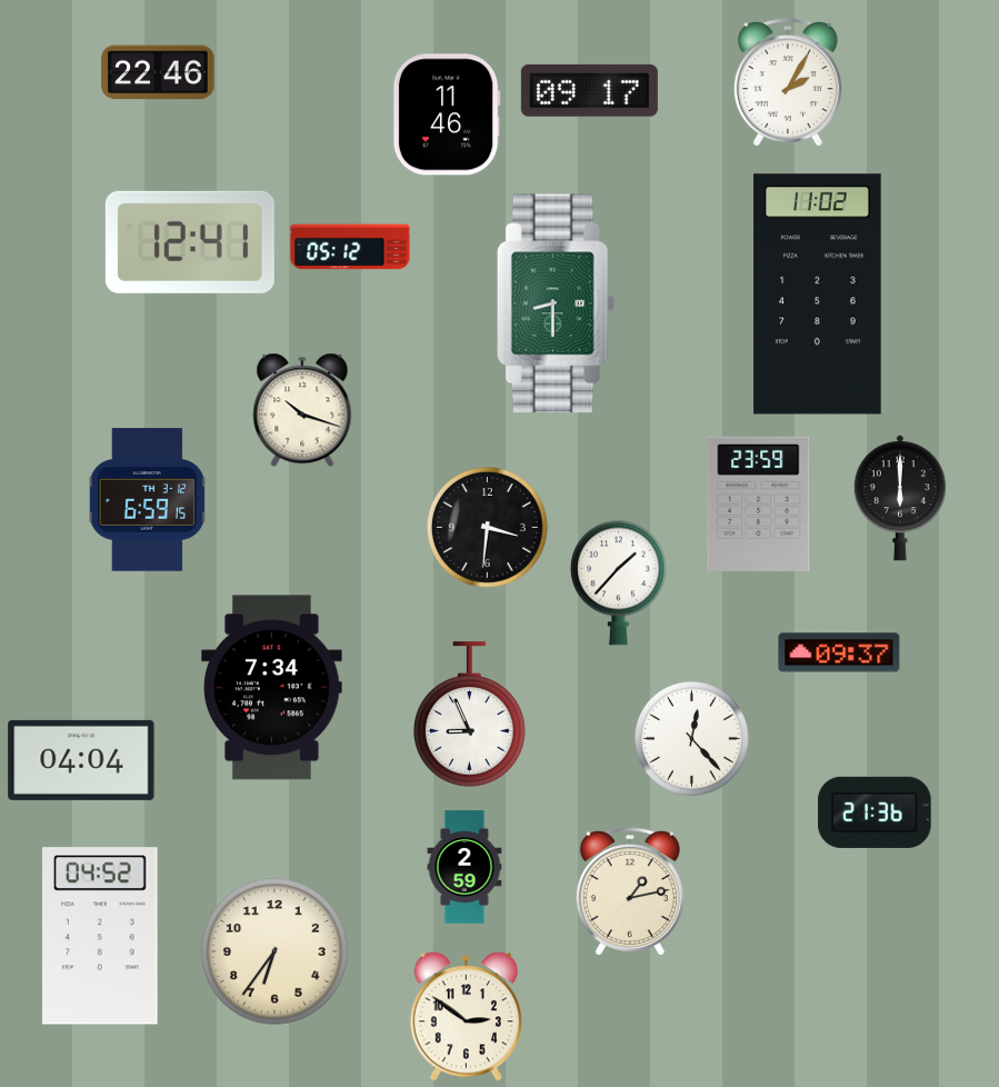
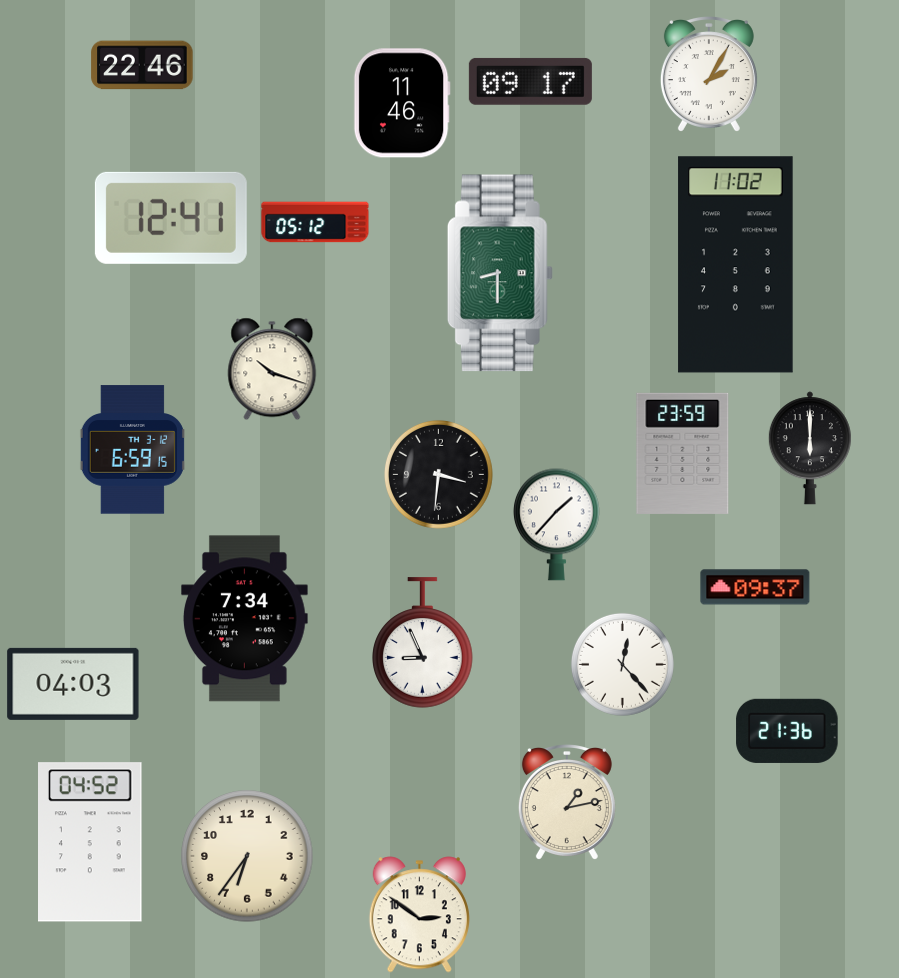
clock at (81, 760): 04:04 -> 04:03
clock at (464, 867): 2:59 -> none
